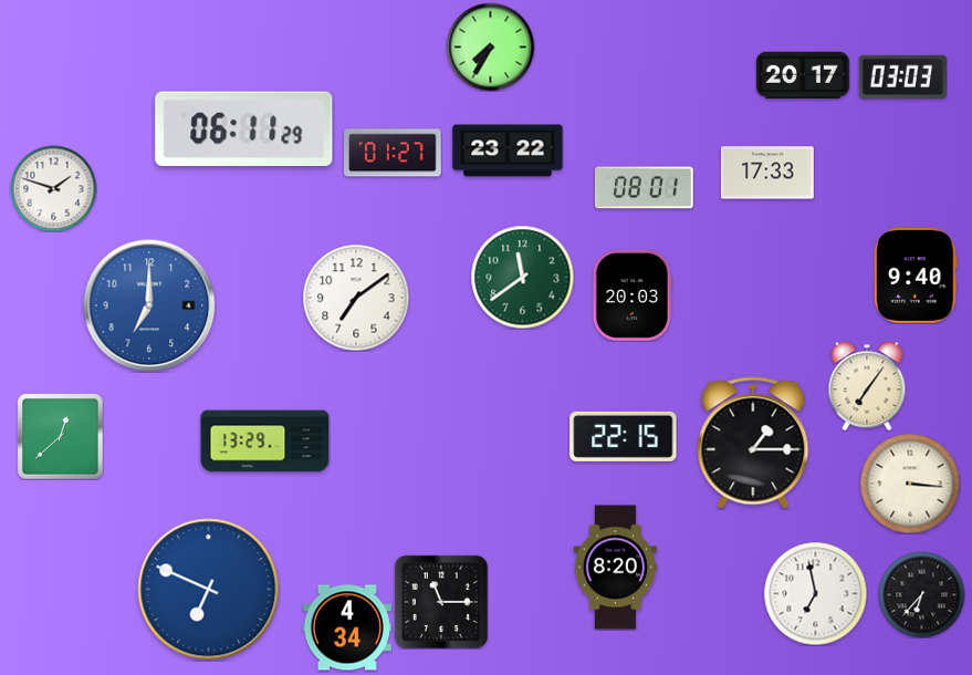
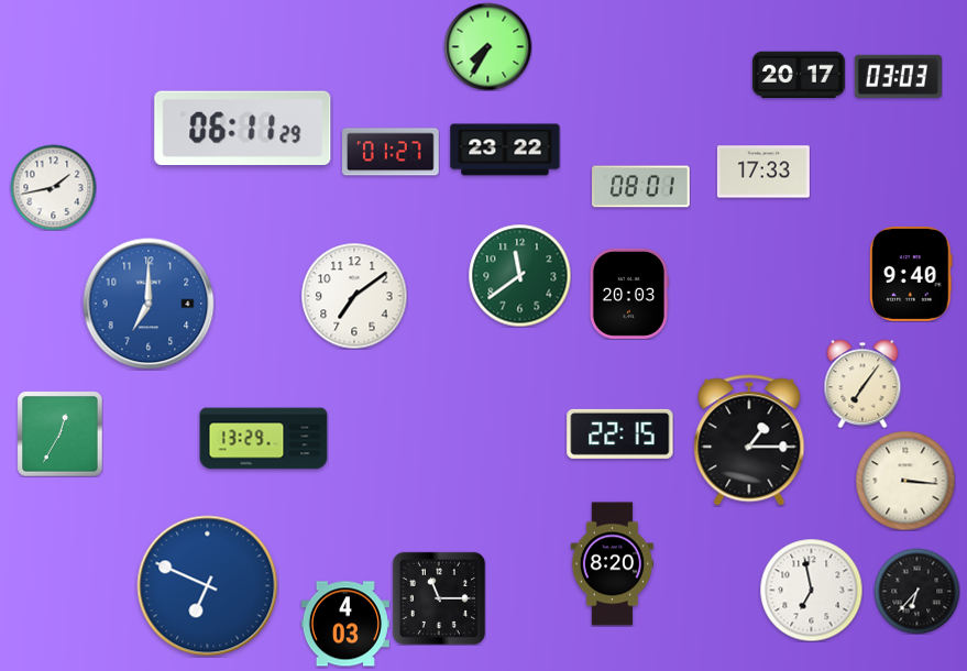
clock at (53, 188): 1:48 -> 1:43
clock at (60, 436): 12:38 -> 12:35
clock at (347, 627): 4:34 -> 4:03
